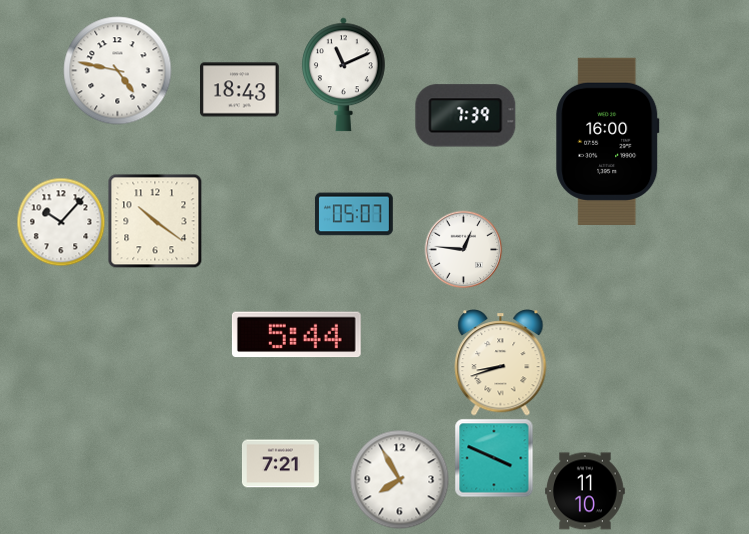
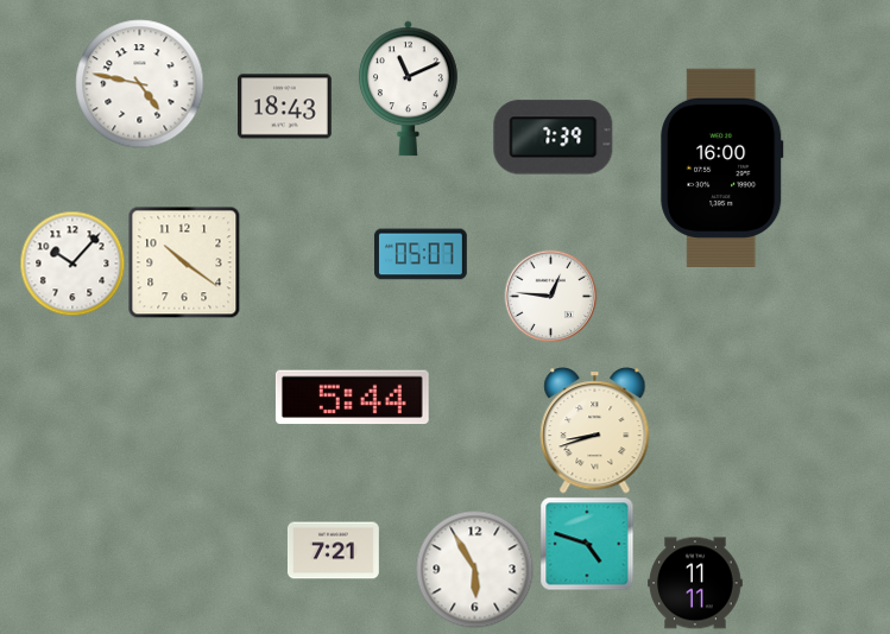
clock at (494, 458): 3:49 -> 4:48
clock at (400, 480): 7:55 -> 5:55
clock at (585, 491): 11:10 -> 11:11
